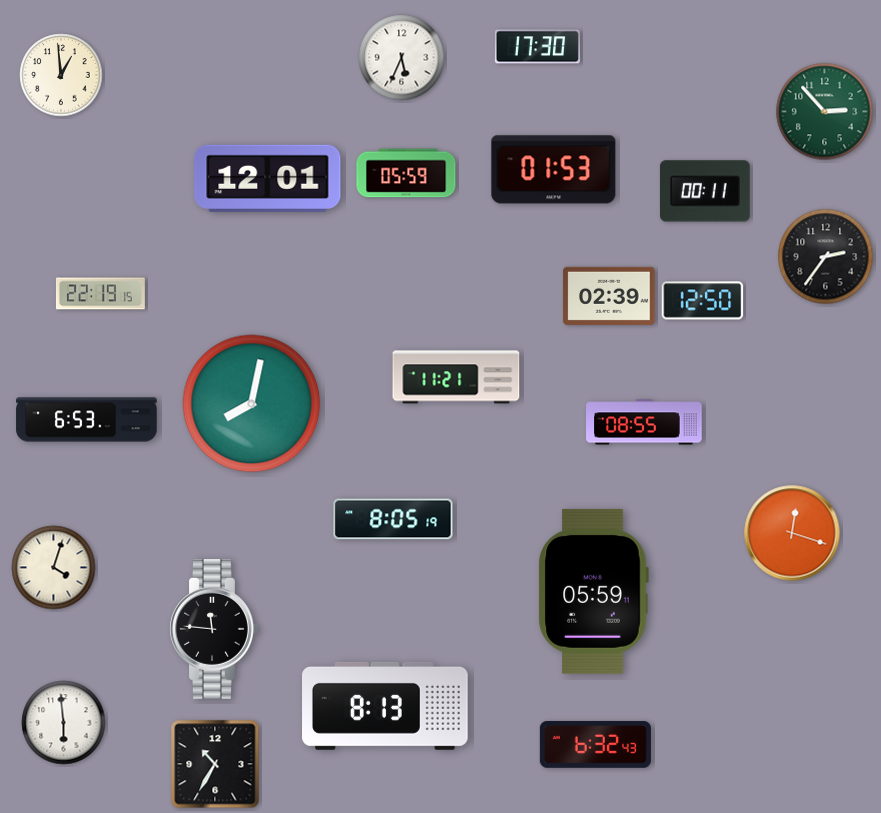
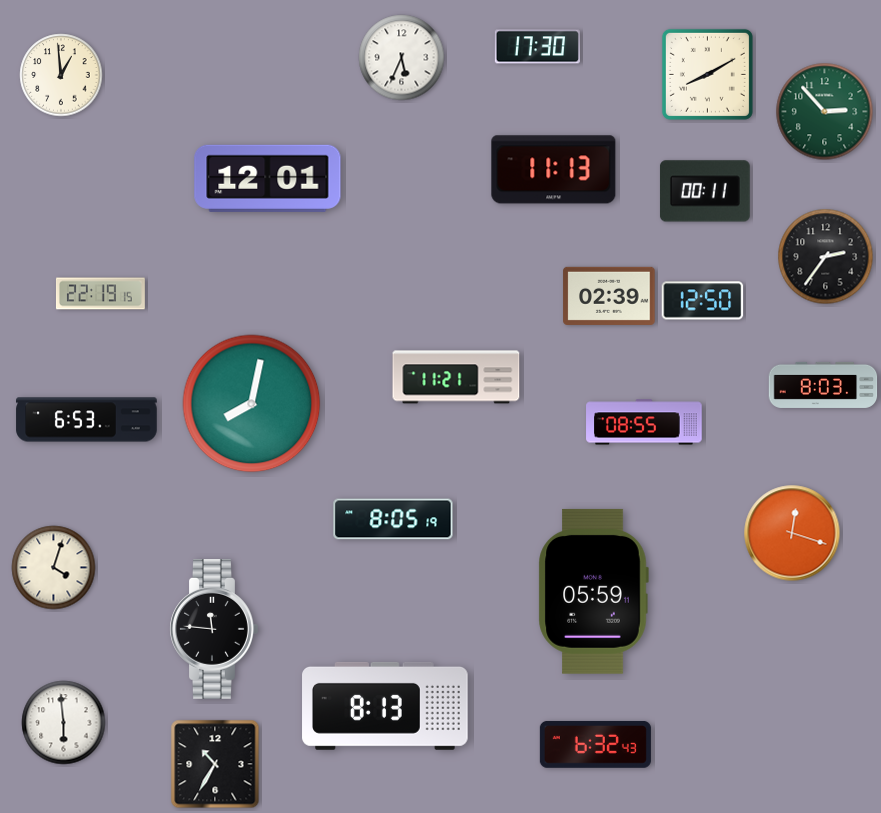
clock at (707, 74): none -> 8:10
clock at (554, 170): 01:53 -> 11:13
clock at (406, 173): 05:59 -> none
clock at (823, 385): none -> 8:03
